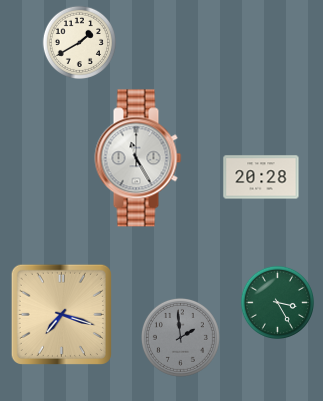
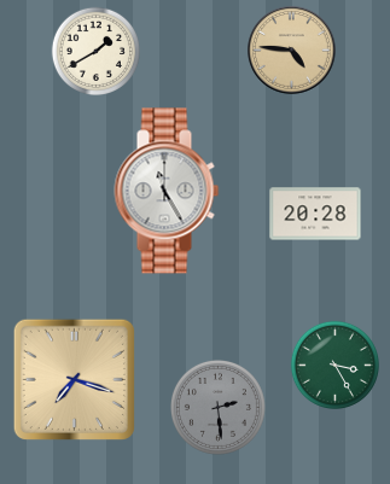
clock at (292, 51): none -> 4:46
clock at (180, 337): 1:59 -> 2:29
